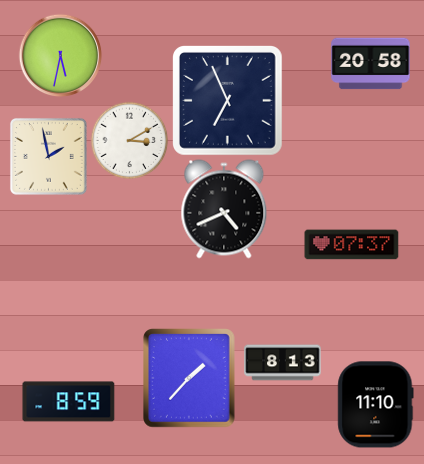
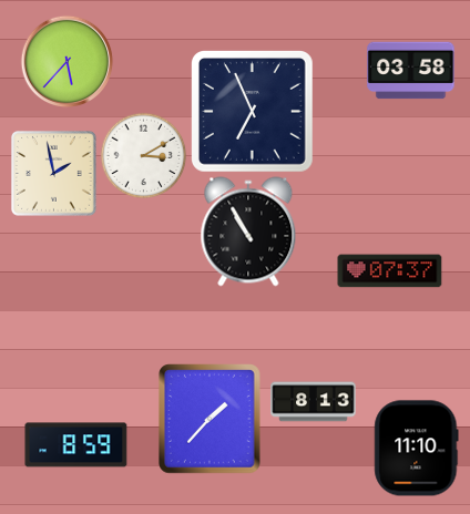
clock at (60, 55): 5:32 -> 5:37
clock at (371, 64): 20:58 -> 03:58
clock at (224, 209): 4:41 -> 10:55
